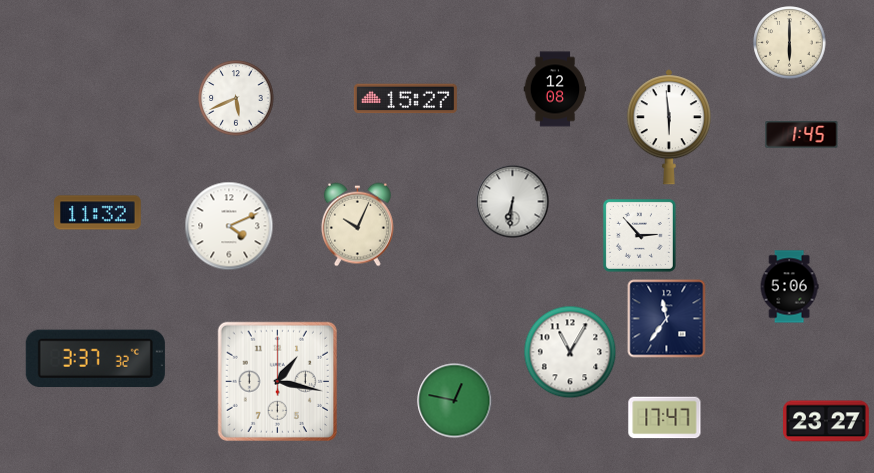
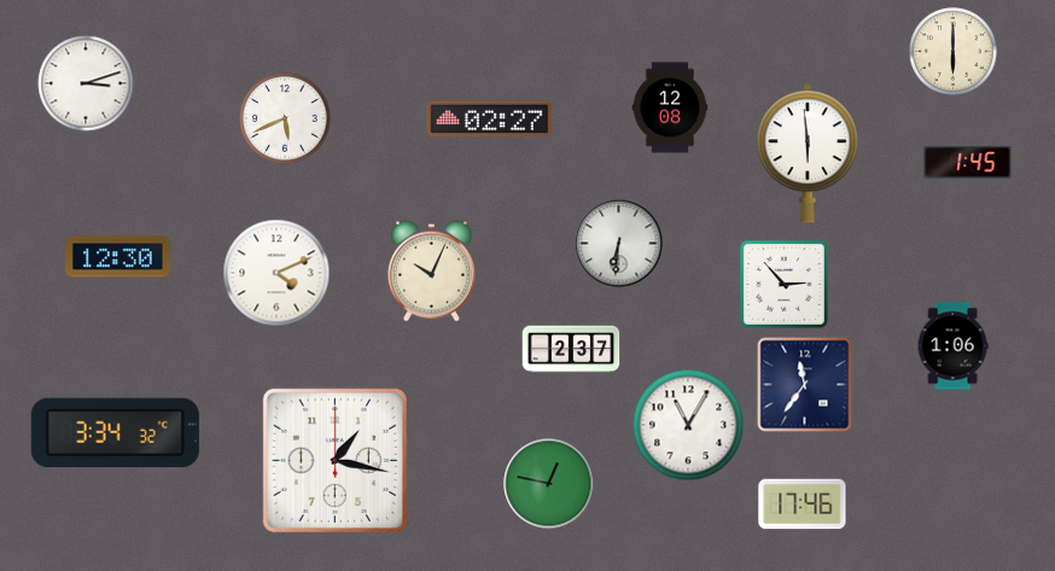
clock at (86, 83): none -> 3:12
clock at (405, 99): 15:27 -> 02:27
clock at (98, 213): 11:32 -> 12:30
clock at (639, 235) position: (639, 235) -> (783, 284)
clock at (789, 287): 5:06 -> 1:06
clock at (571, 349): none -> 2:37
clock at (95, 358): 3:37 -> 3:34
clock at (665, 418): 17:47 -> 17:46
clock at (827, 421): 23:27 -> none
